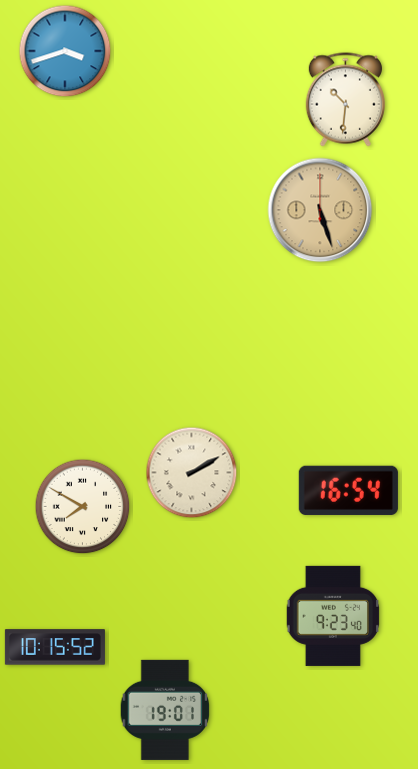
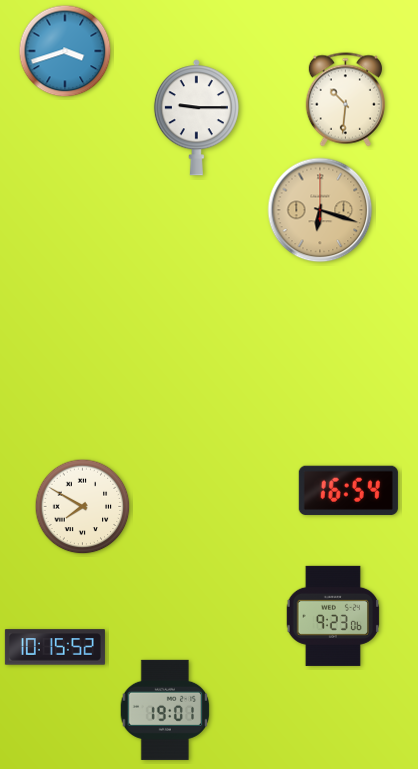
clock at (196, 118): none -> 9:15
clock at (320, 210): 5:27 -> 6:18
clock at (192, 473): 2:10 -> none
clock at (333, 616): 9:23:40 -> 9:23:06
